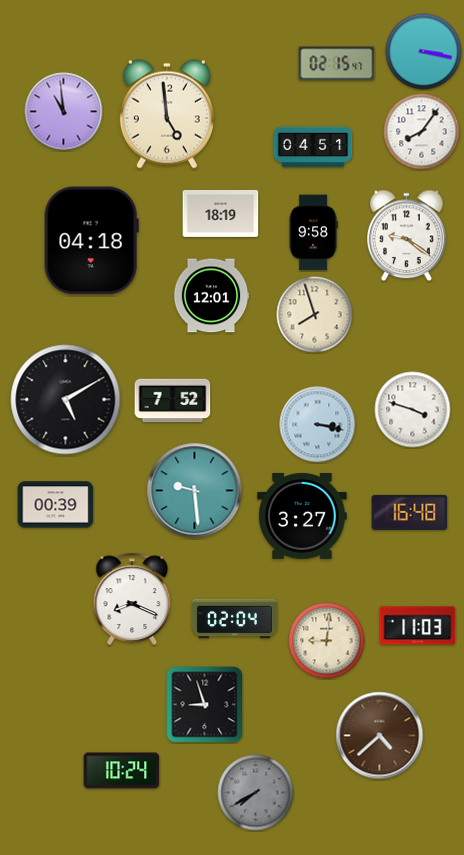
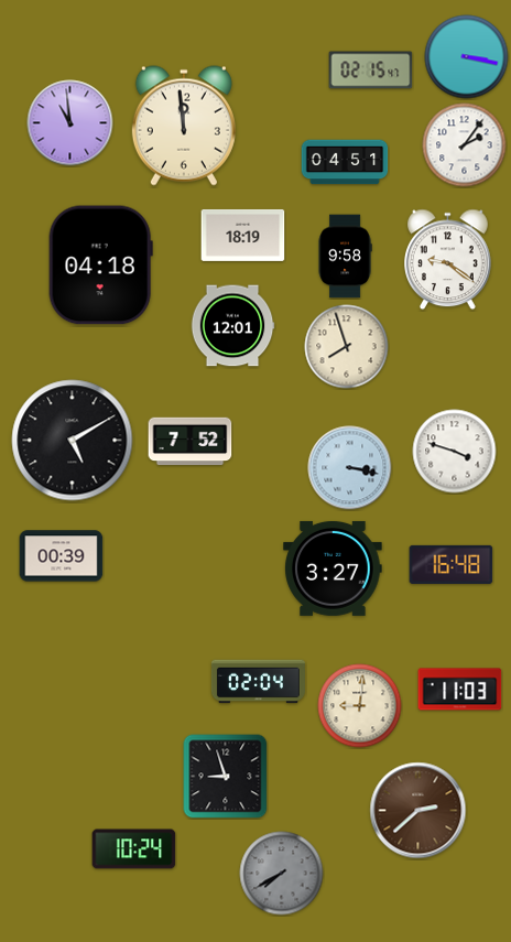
clock at (167, 114): 4:59 -> 11:59
clock at (422, 132): 8:06 -> 2:06
clock at (195, 491): 9:29 -> none
clock at (132, 599): 8:19 -> none
clock at (380, 736): 4:38 -> 2:38
